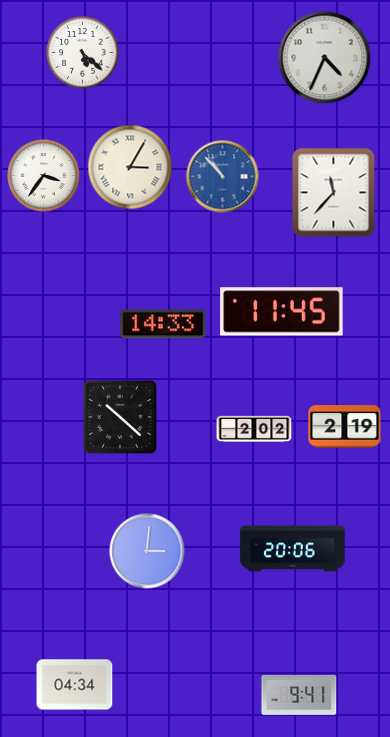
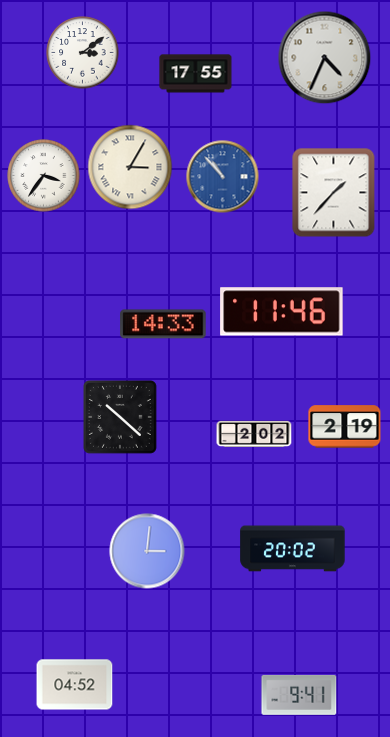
clock at (83, 53): 5:22 -> 3:09
clock at (196, 74): none -> 17:55
clock at (334, 193): 11:37 -> 1:37
clock at (282, 312): 11:45 -> 11:46
clock at (254, 428) position: (254, 428) -> (254, 433)
clock at (293, 549): 20:06 -> 20:02
clock at (75, 685): 04:34 -> 04:52
